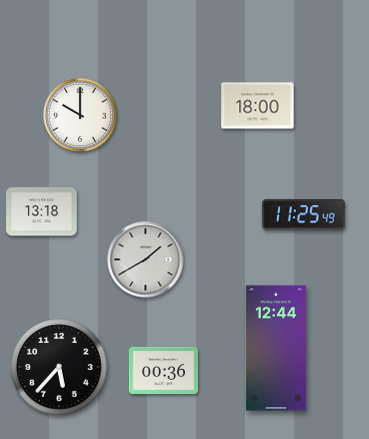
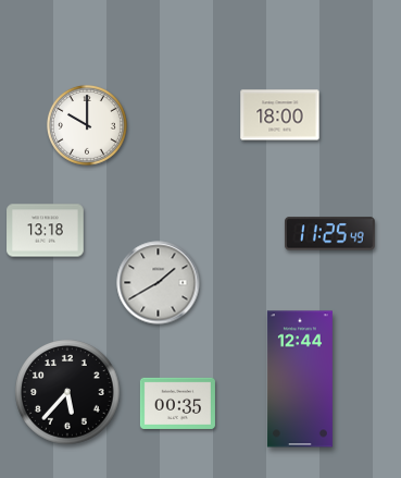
clock at (59, 367) position: (59, 367) -> (67, 392)
clock at (163, 370): 00:36 -> 00:35
